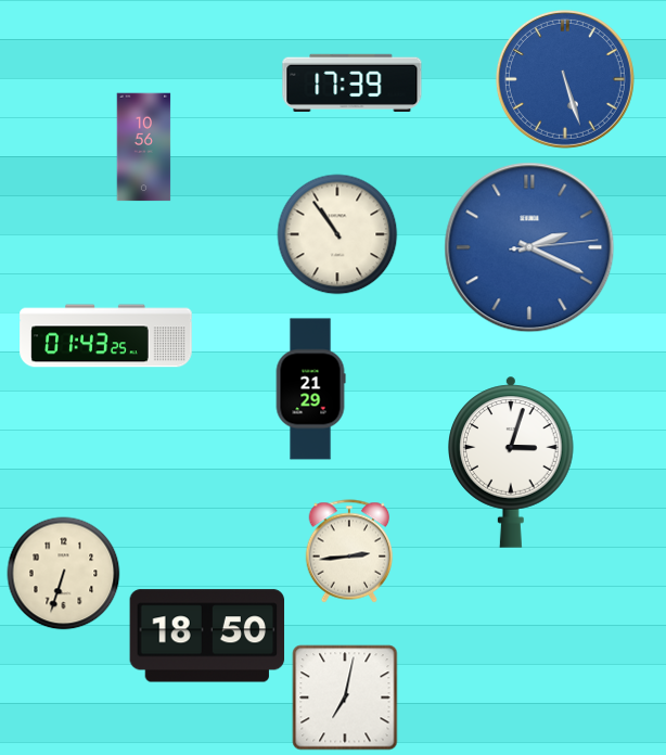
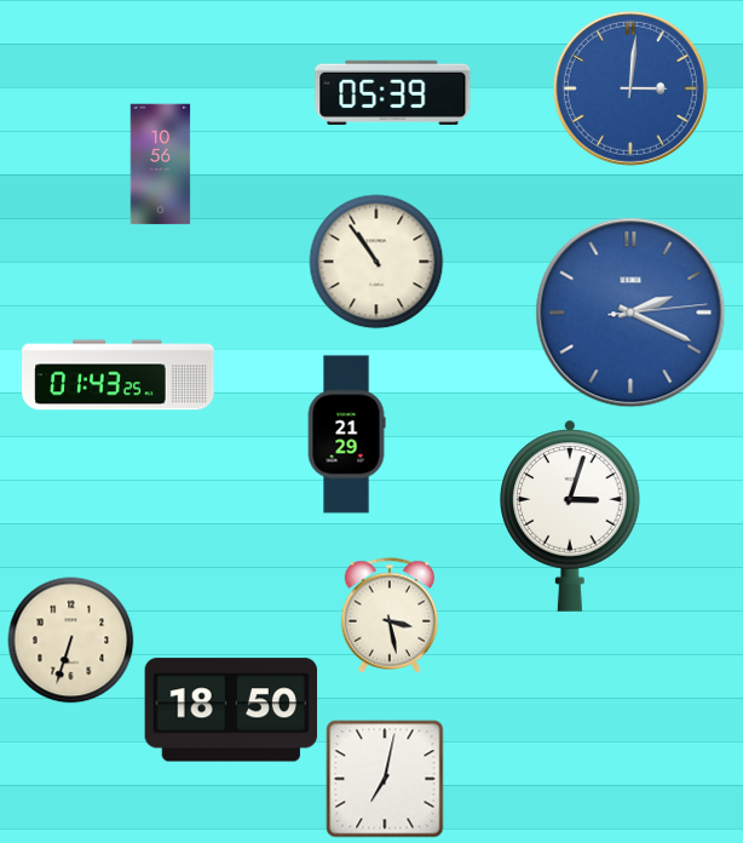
clock at (565, 79): 5:27 -> 3:01
clock at (353, 82): 17:39 -> 05:39
clock at (529, 247) position: (529, 247) -> (630, 312)
clock at (349, 551): 2:44 -> 3:28
